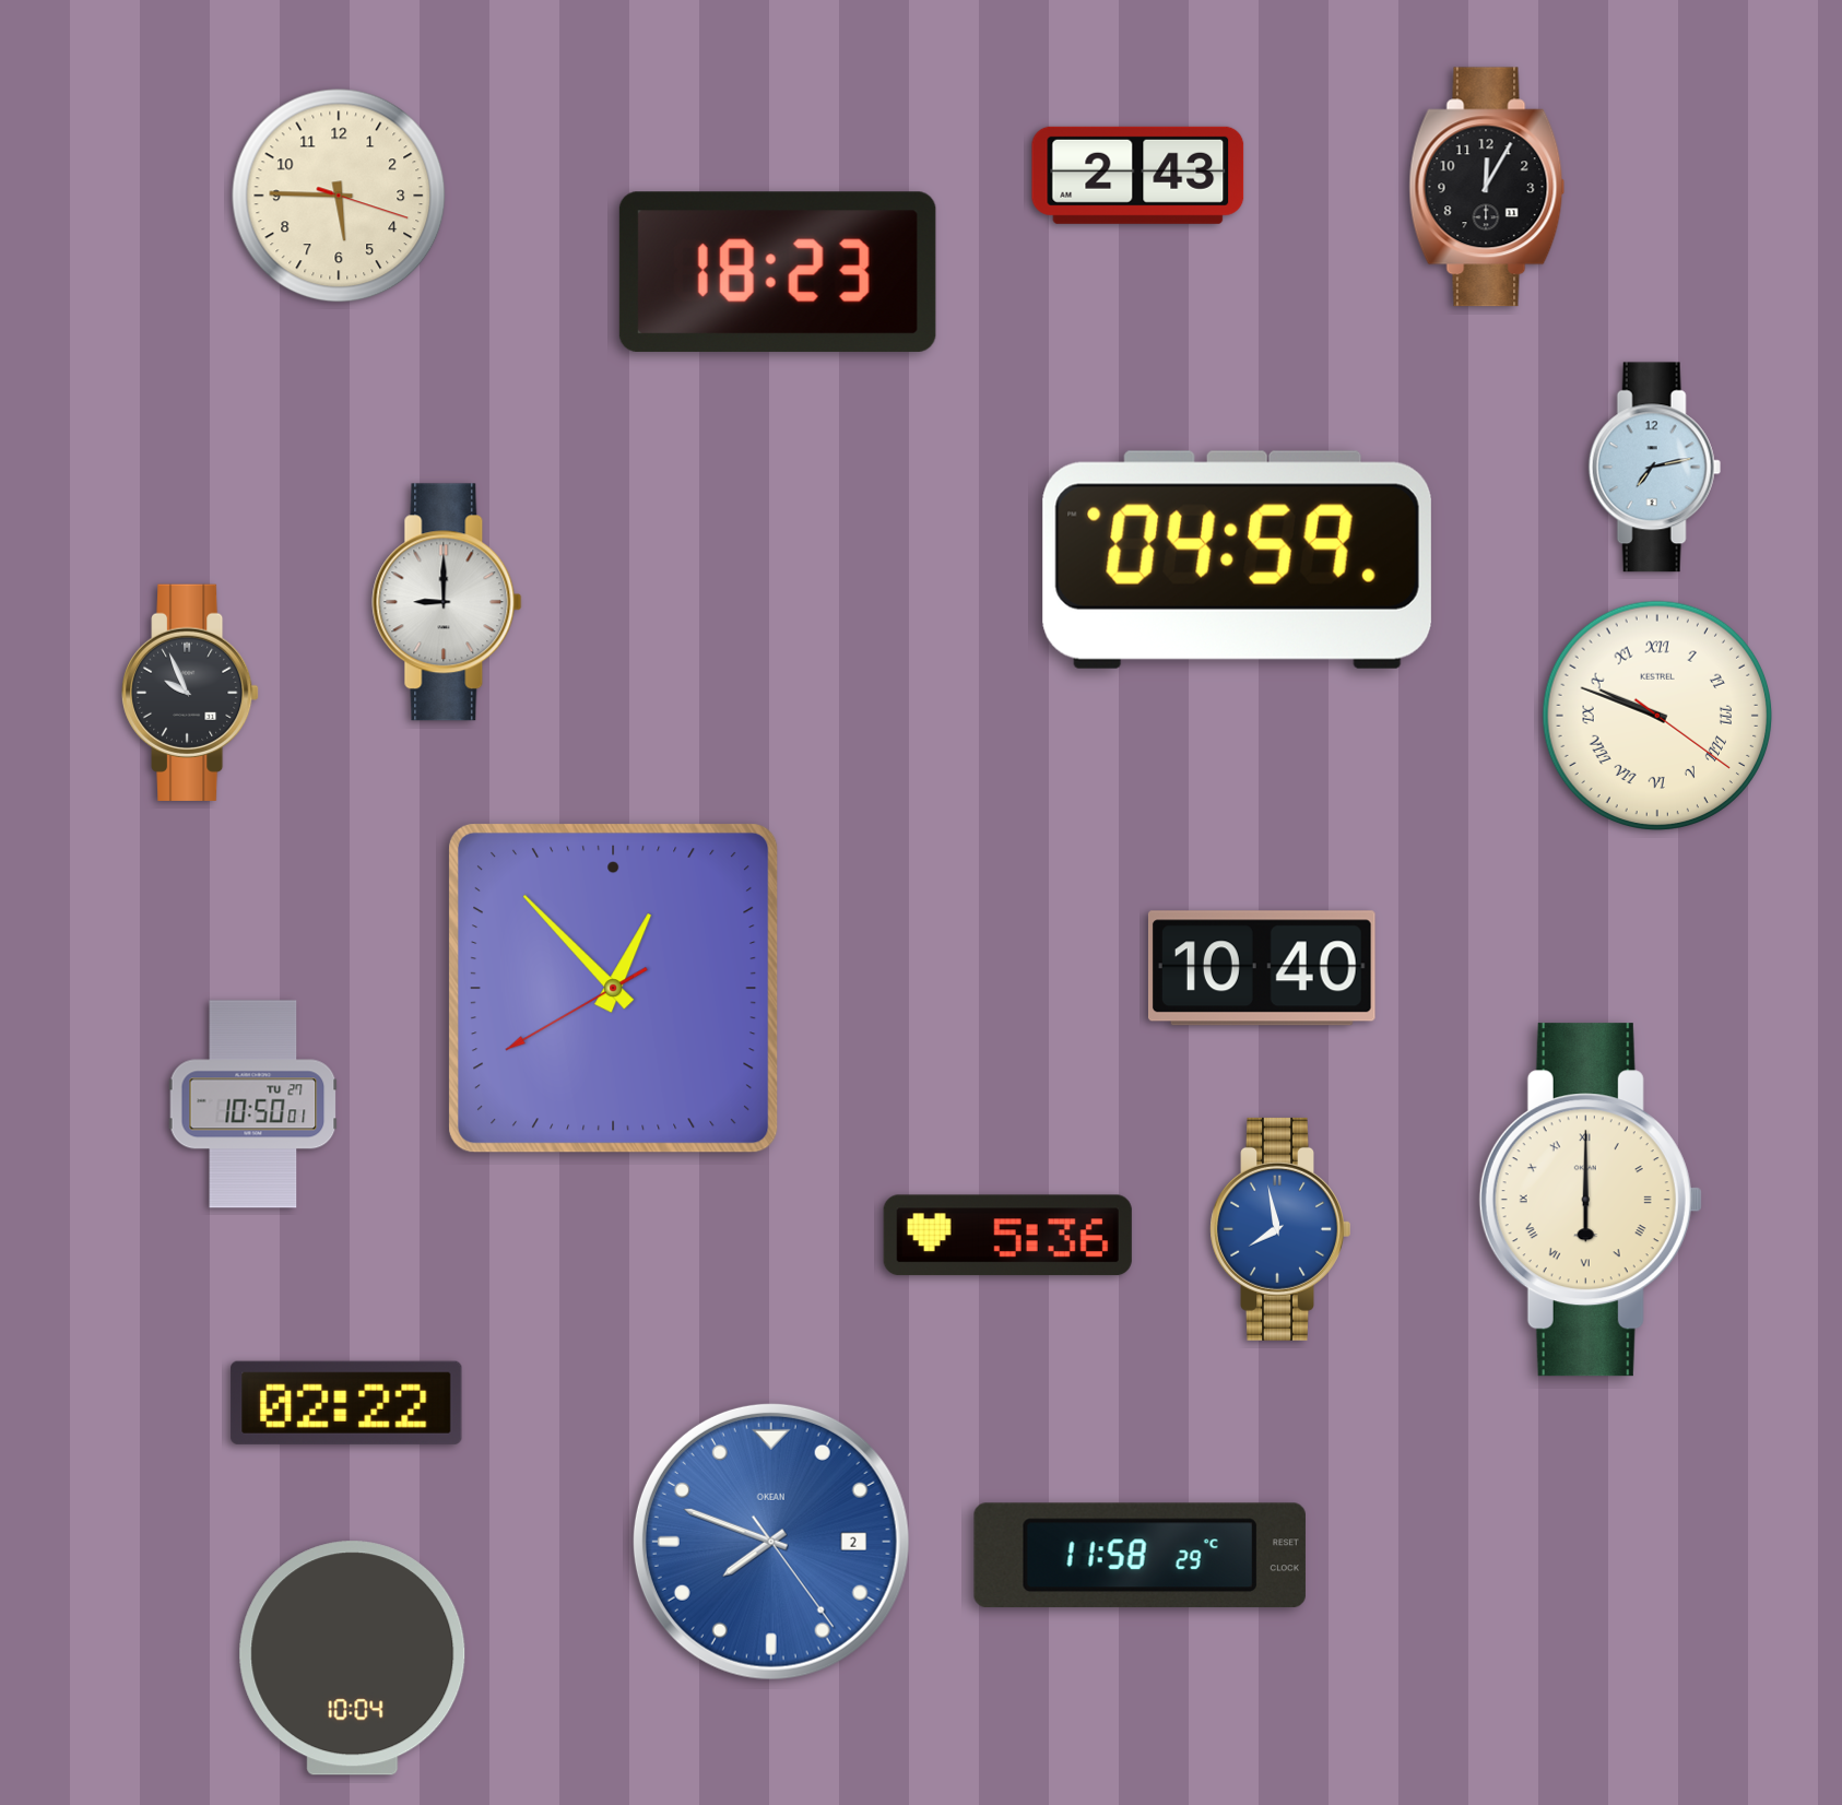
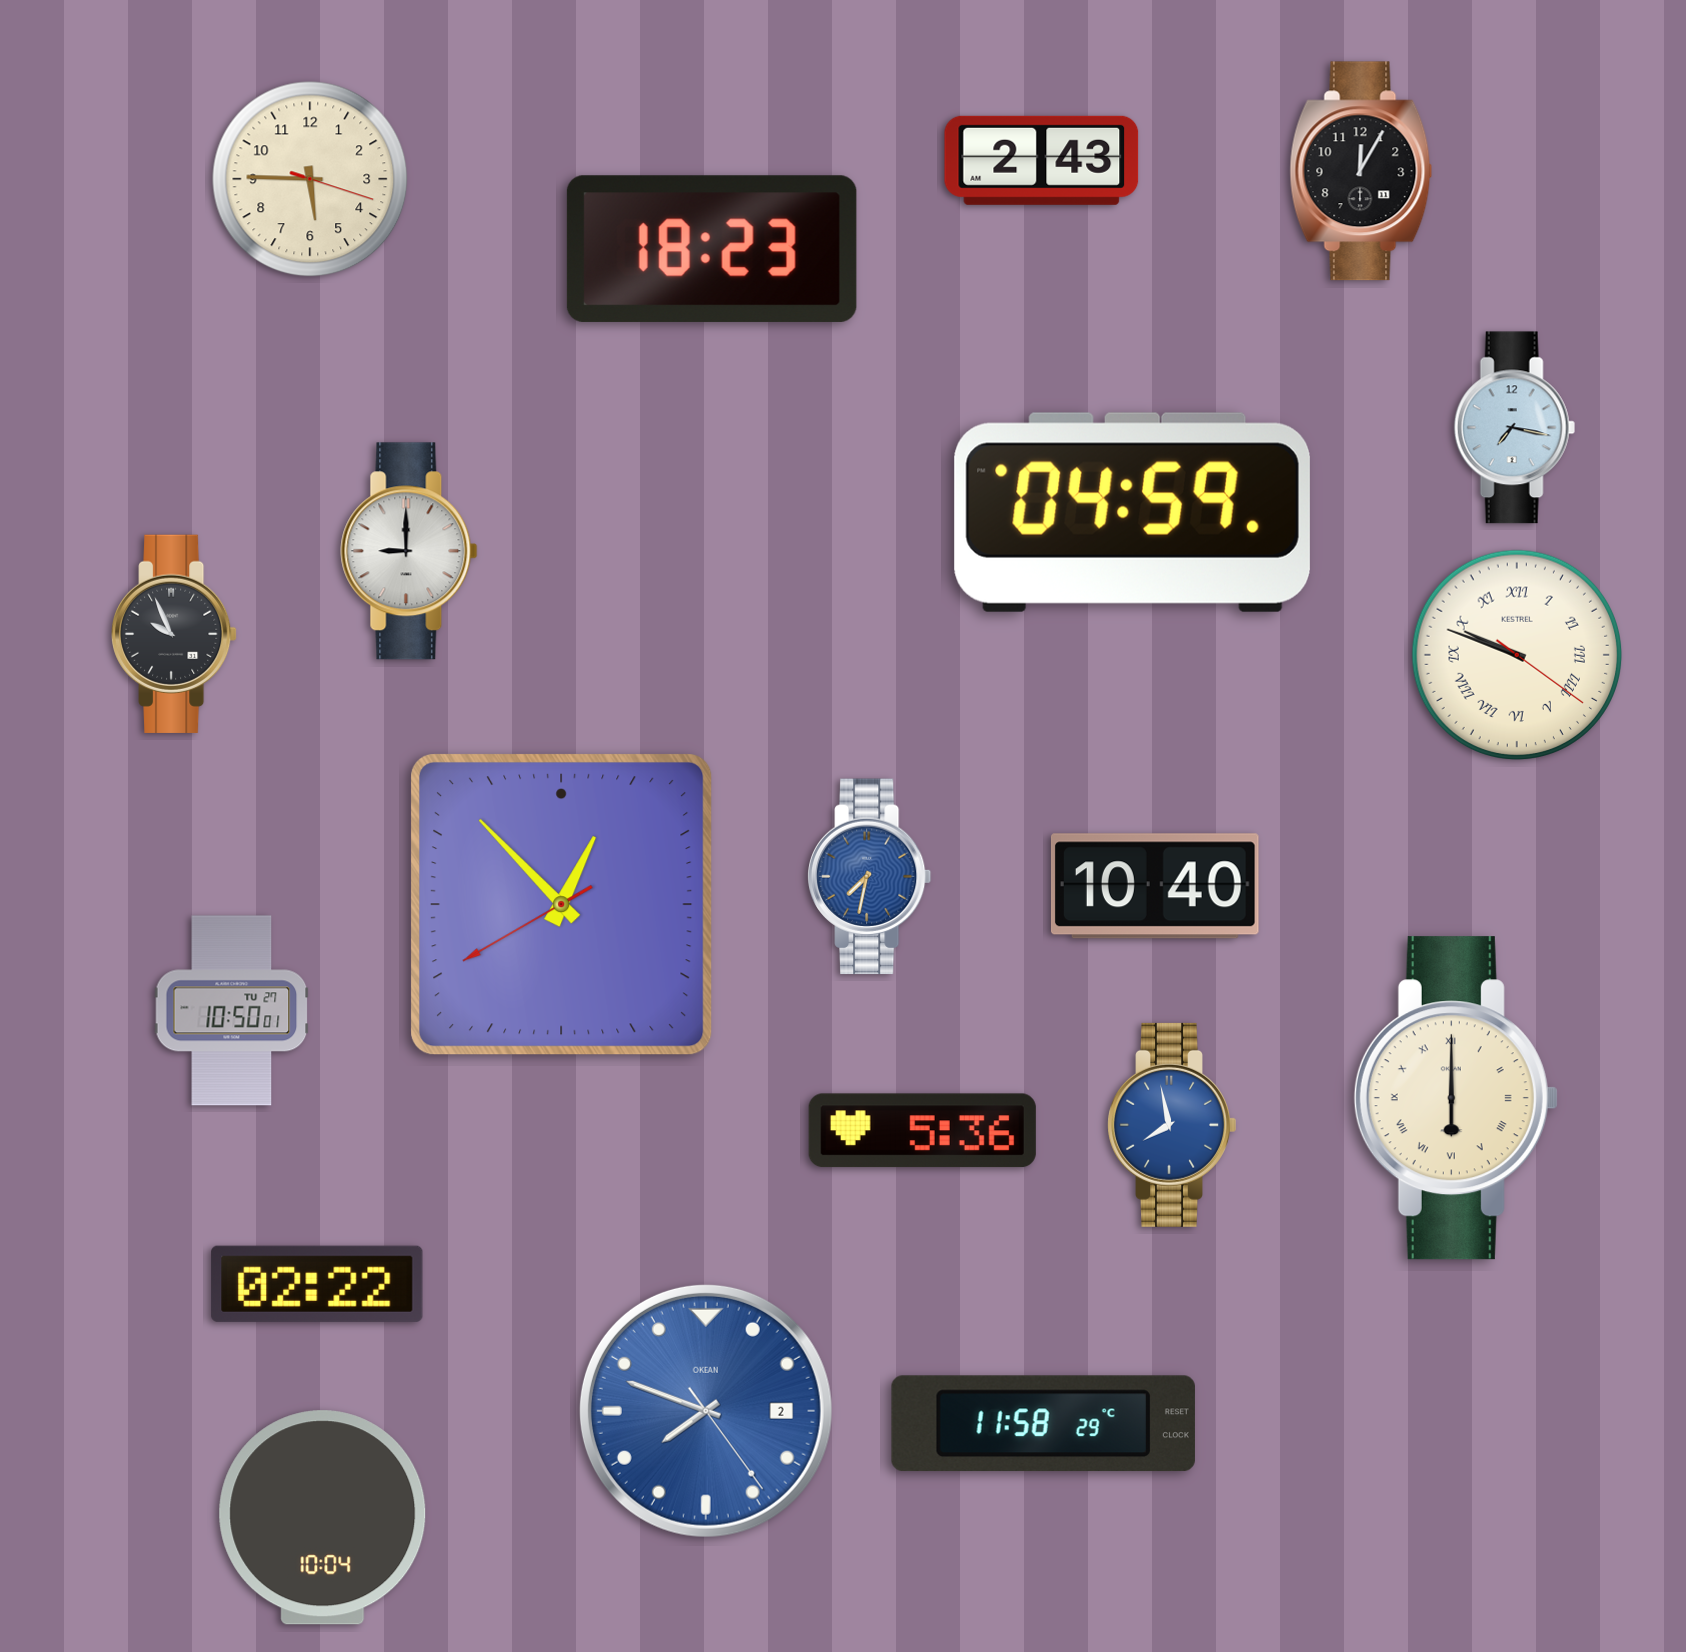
clock at (1654, 468): 7:13 -> 7:17
clock at (869, 877): none -> 7:32
